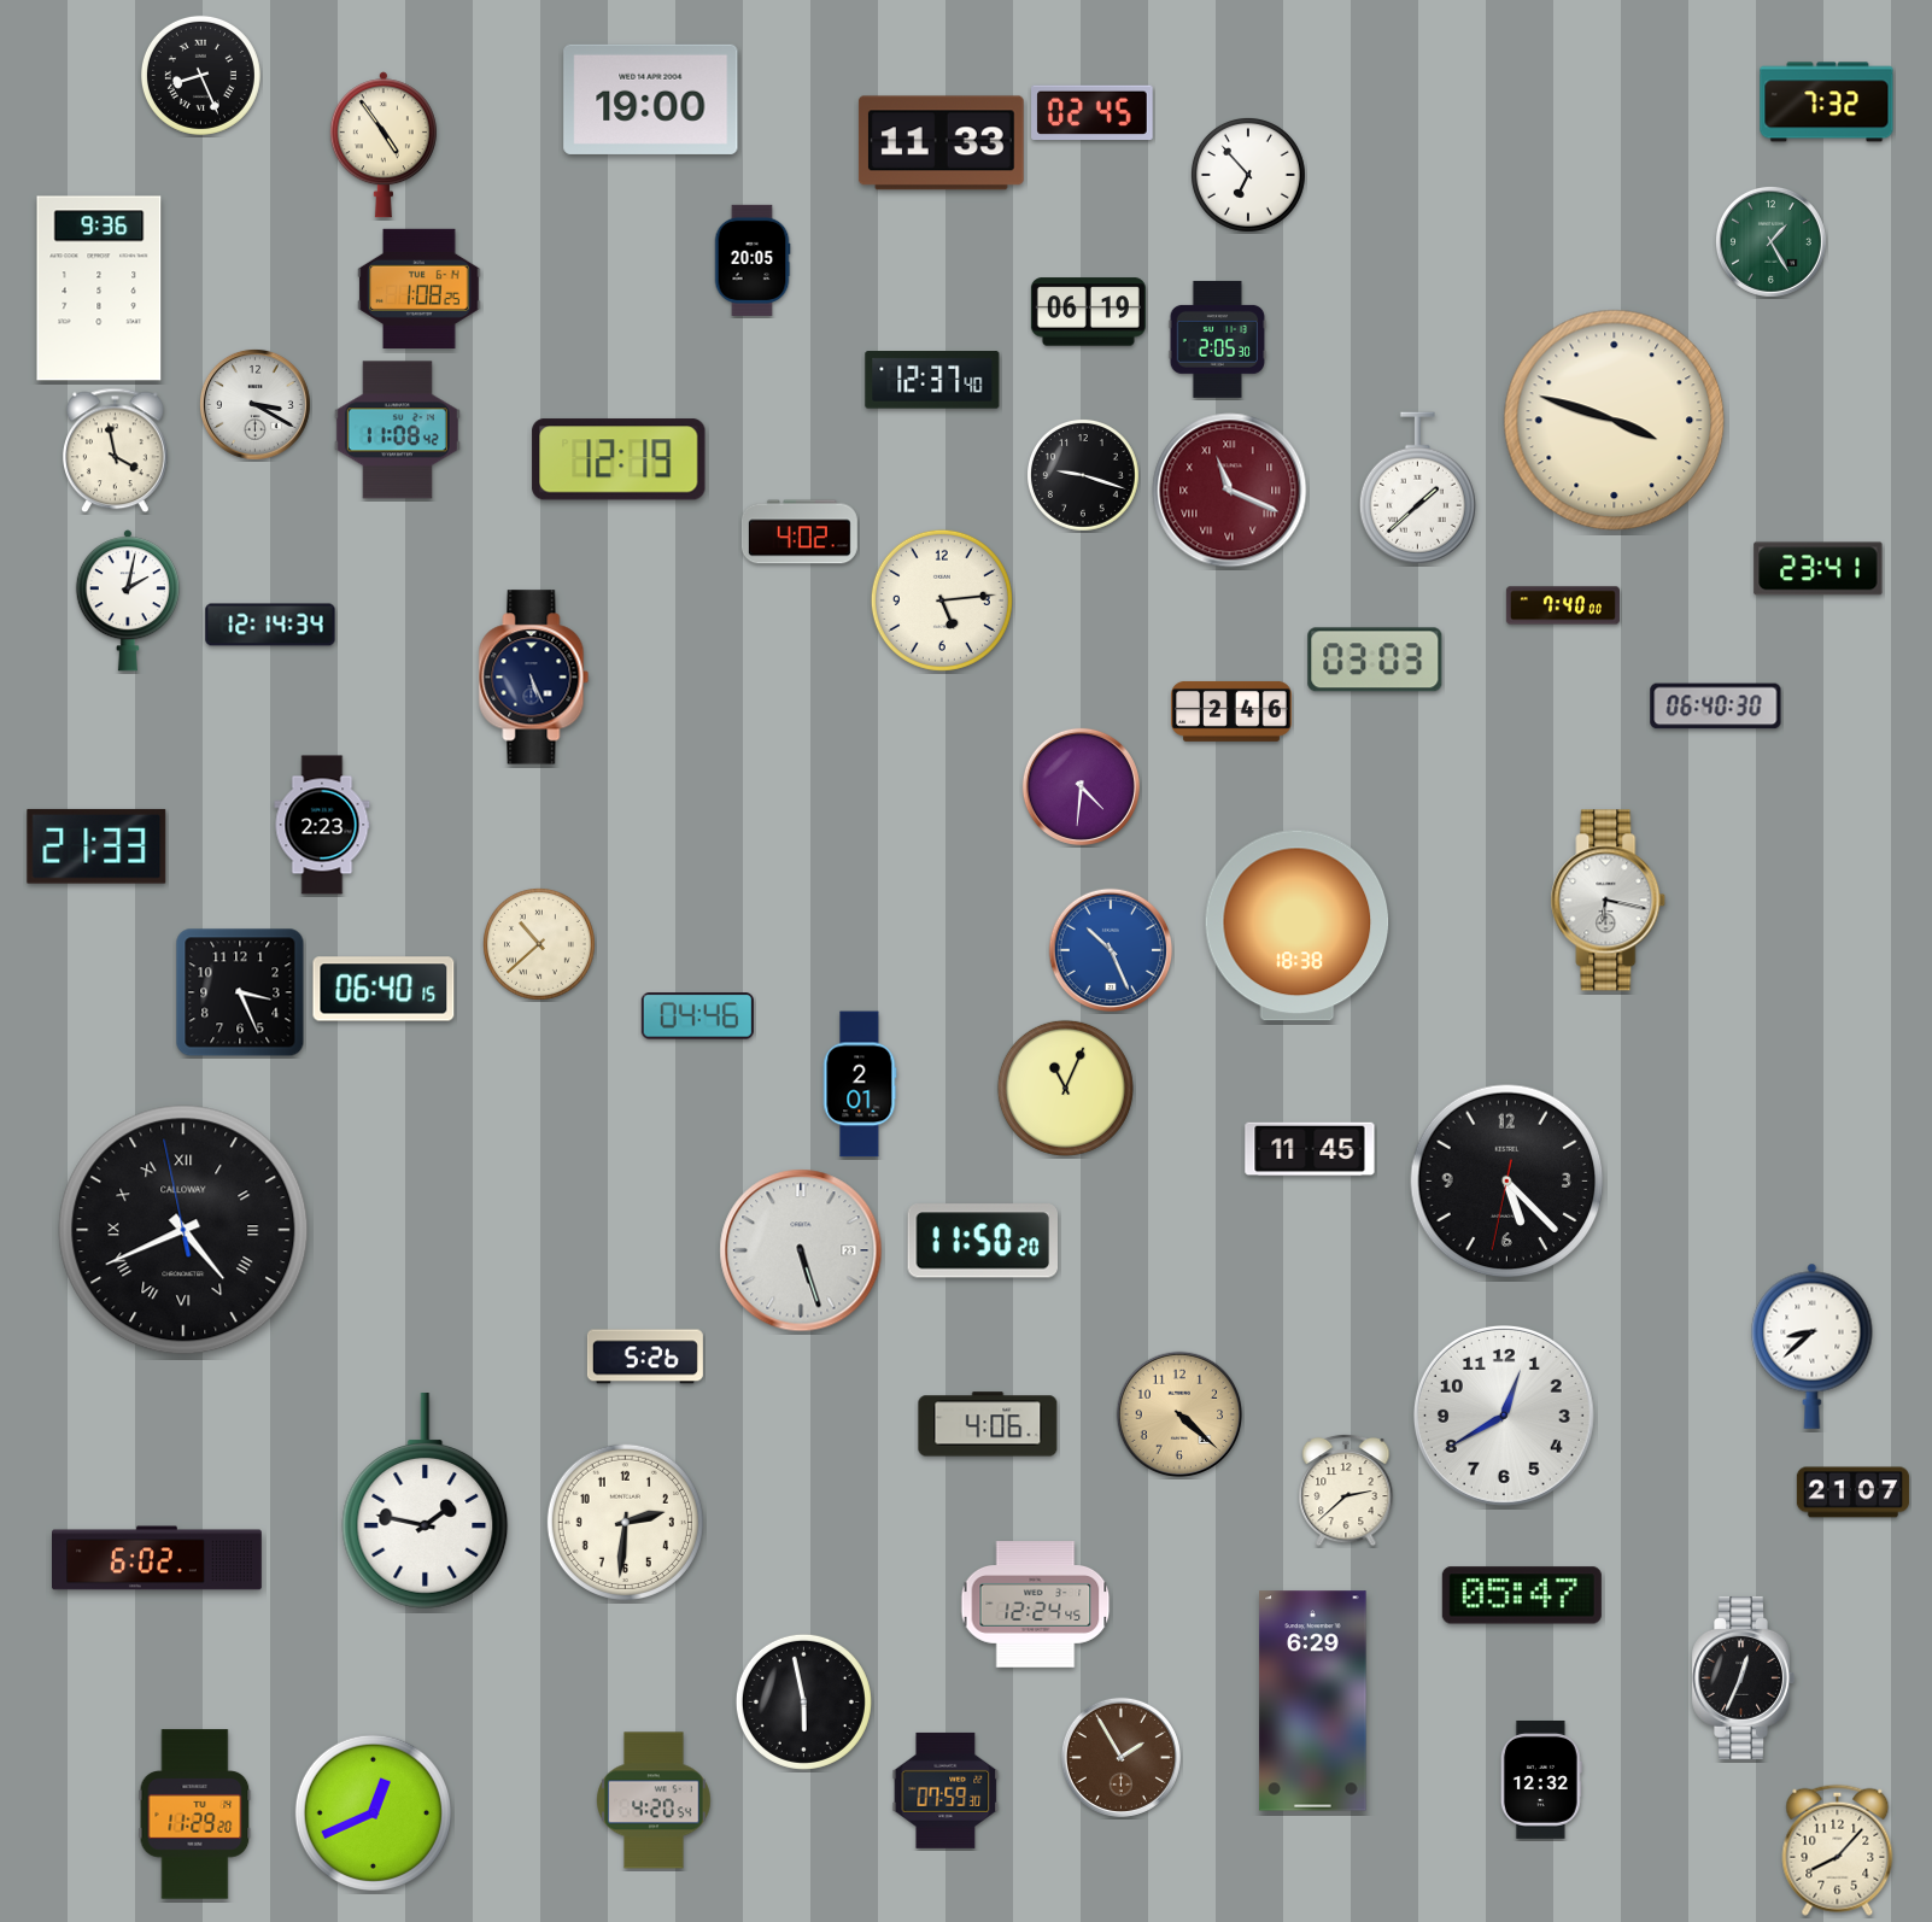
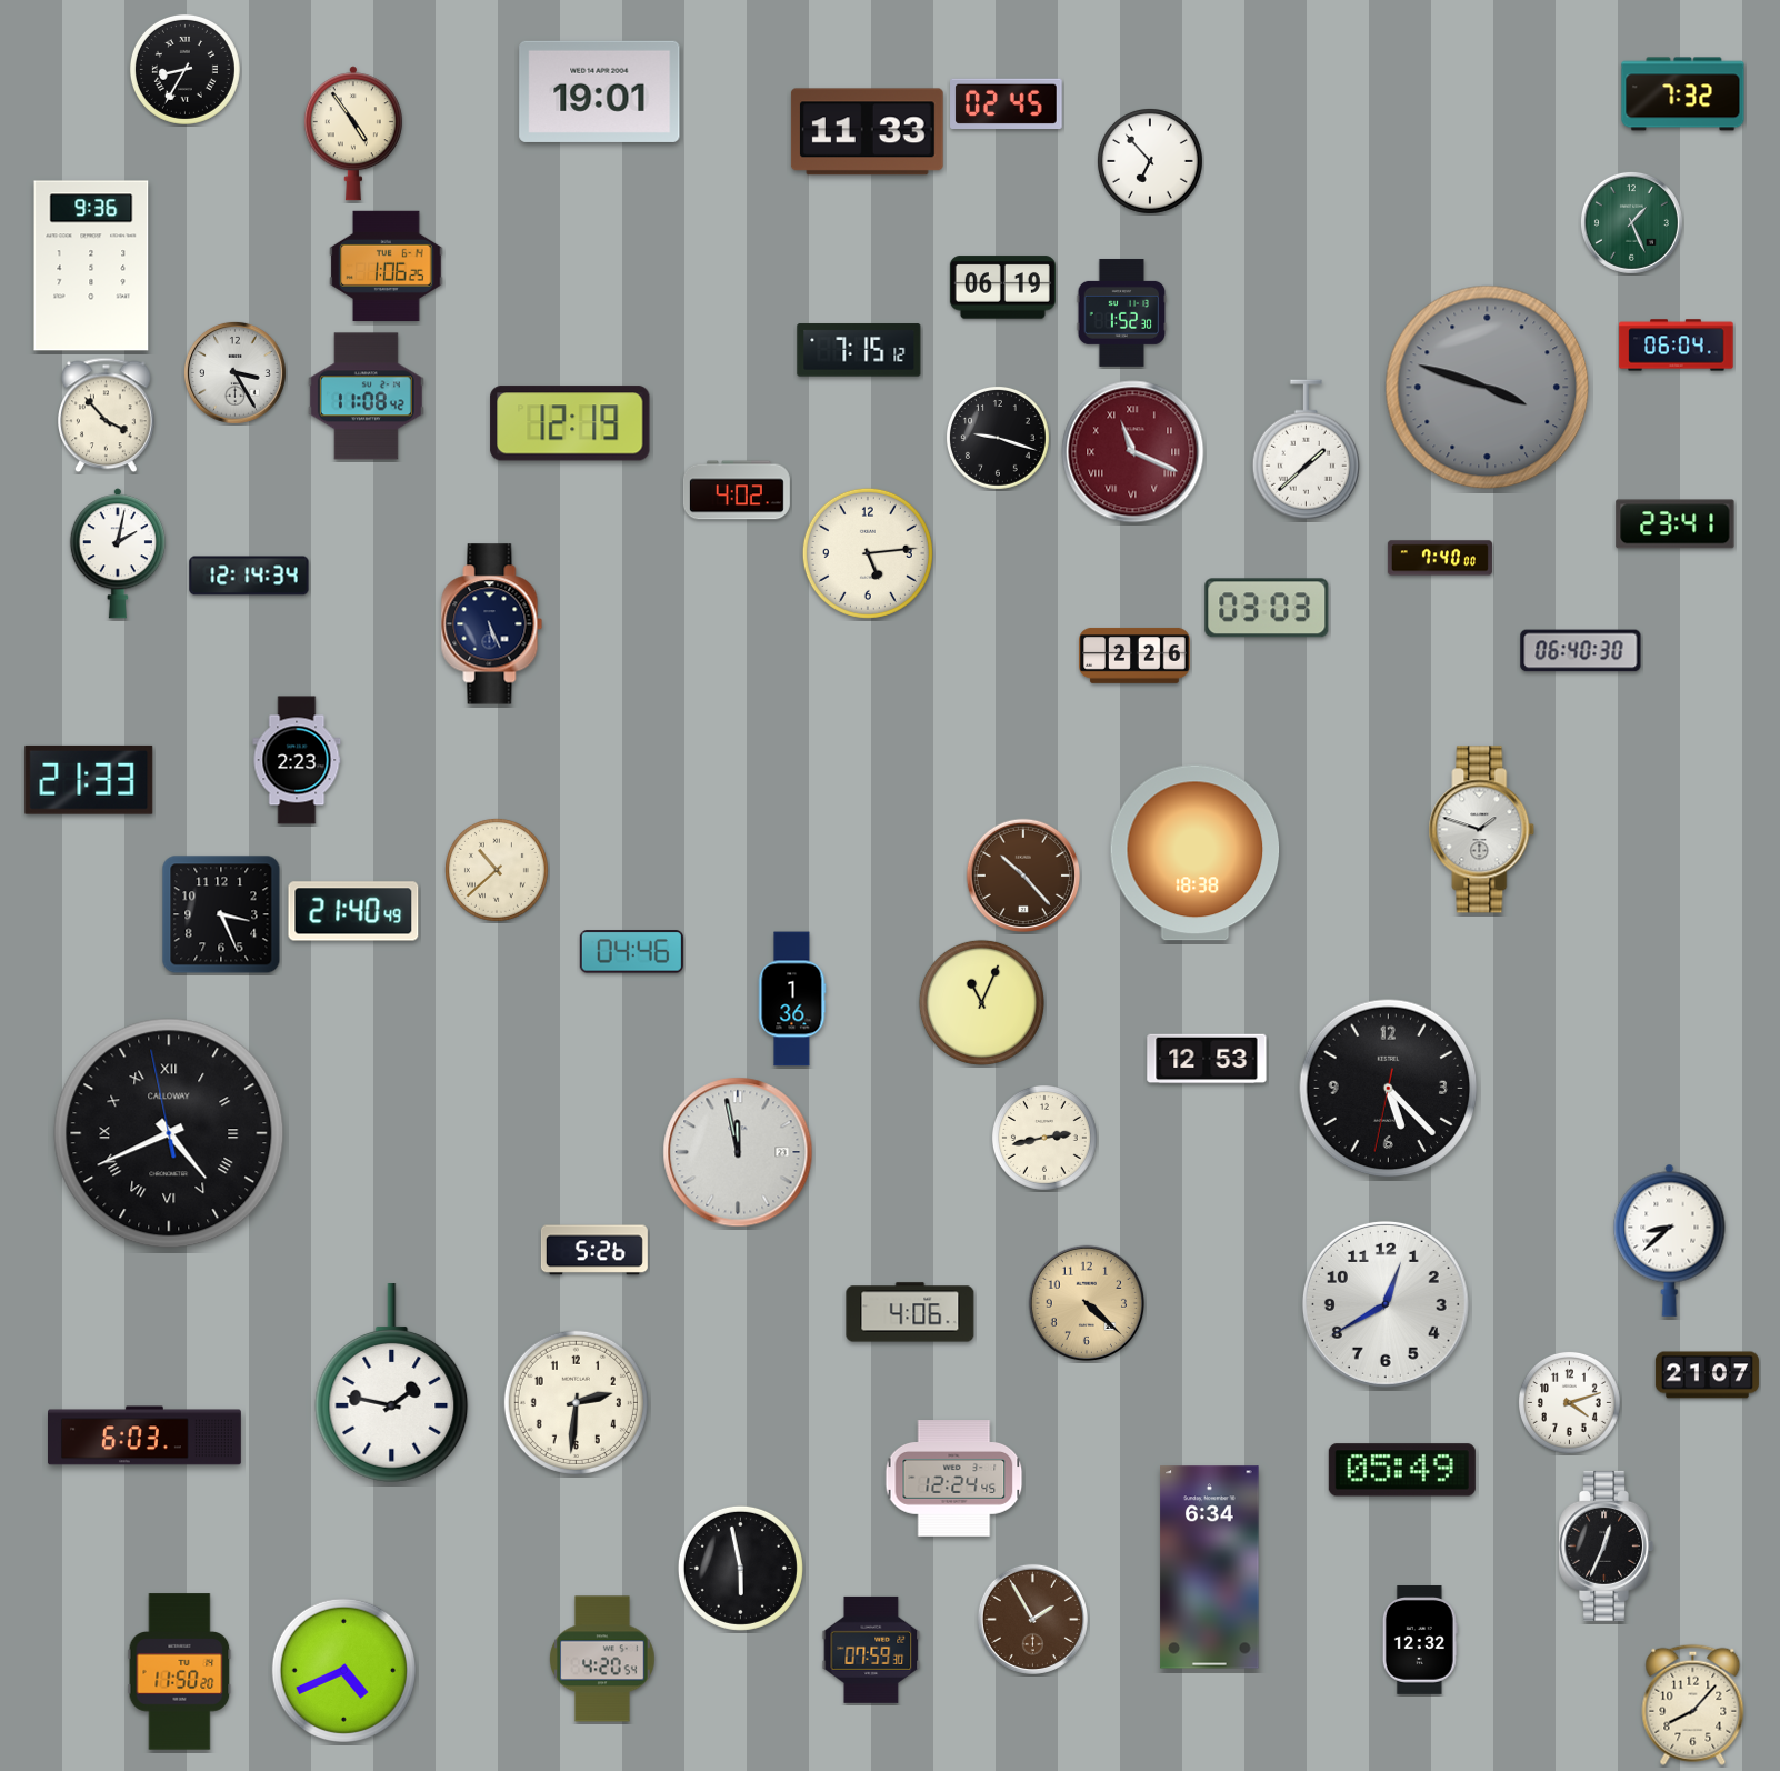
clock at (200, 75): 8:26 -> 8:35
clock at (651, 99): 19:00 -> 19:01
clock at (1770, 241): 1:25 -> 1:26
clock at (753, 260): 20:05 -> none
clock at (420, 288): 1:08 -> 1:06
clock at (1218, 339): 2:05 -> 1:52
clock at (1677, 346): none -> 06:04
clock at (932, 380): 12:37 -> 7:15
clock at (254, 404): 3:20 -> 3:25
clock at (1615, 421) dial: cream -> grey
clock at (116, 451): 3:58 -> 3:53
clock at (1231, 711): 2:46 -> 2:26
clock at (1081, 786): 4:31 -> none
clock at (1609, 901): 6:17 -> 1:48
clock at (1110, 949): 10:26 -> 10:23
clock at (1110, 949) dial: blue -> brown
clock at (384, 989): 06:40 -> 21:40
clock at (697, 1016) position: (697, 1016) -> (631, 952)
clock at (860, 1084): 2:01 -> 1:36
clock at (1310, 1149): 11:45 -> 12:53
clock at (1044, 1138): none -> 2:43
clock at (982, 1241): 11:50 -> none
clock at (801, 1250): 5:27 -> 11:58
clock at (1346, 1490): 2:38 -> none
clock at (1569, 1402): none -> 4:12
clock at (158, 1558): 6:02 -> 6:03
clock at (1522, 1595): 05:47 -> 05:49
clock at (1313, 1701): 6:29 -> 6:34
clock at (373, 1812): 12:41 -> 4:41
clock at (195, 1815): 11:29 -> 11:50
